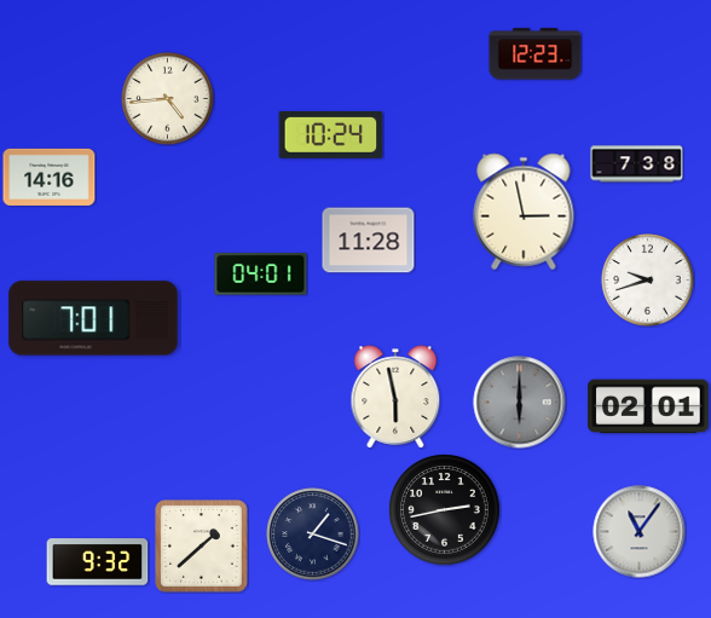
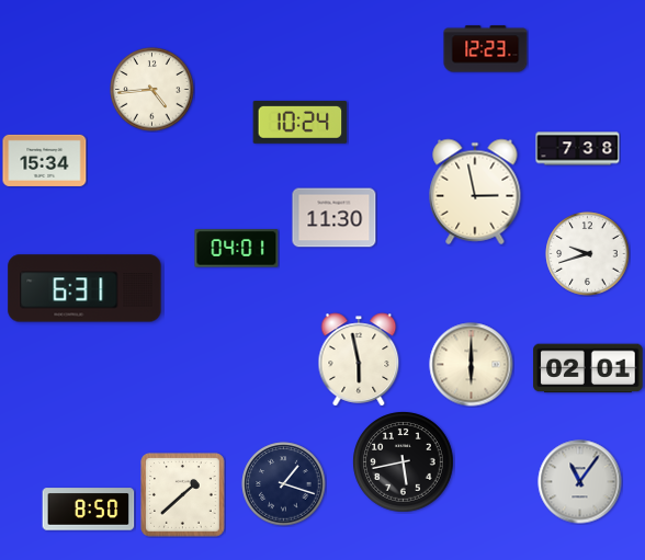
clock at (50, 177): 14:16 -> 15:34
clock at (369, 241): 11:28 -> 11:30
clock at (93, 318): 7:01 -> 6:31
clock at (520, 403) dial: grey -> cream
clock at (445, 510): 2:43 -> 5:43
clock at (98, 562): 9:32 -> 8:50
